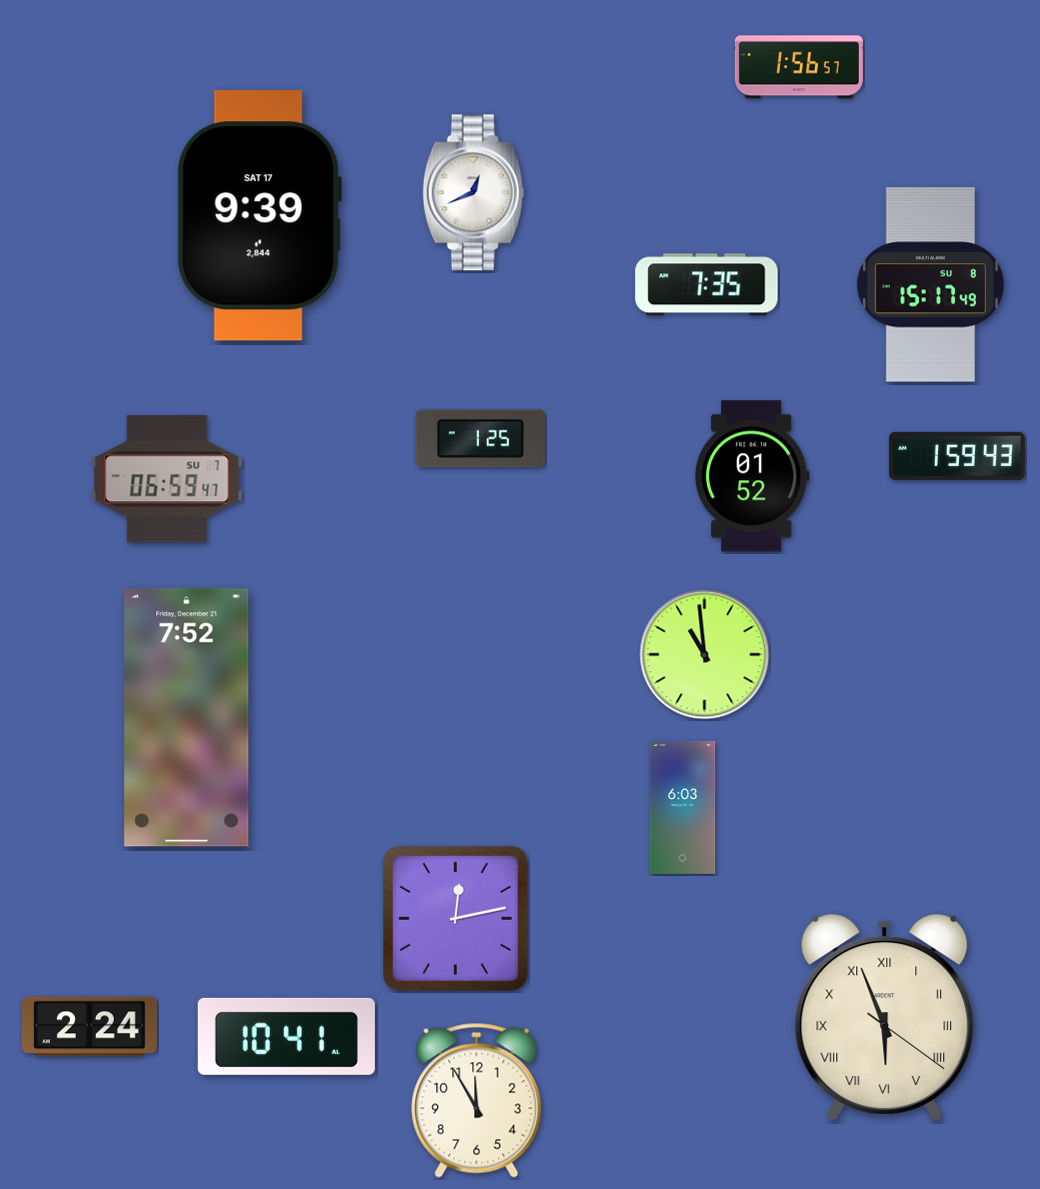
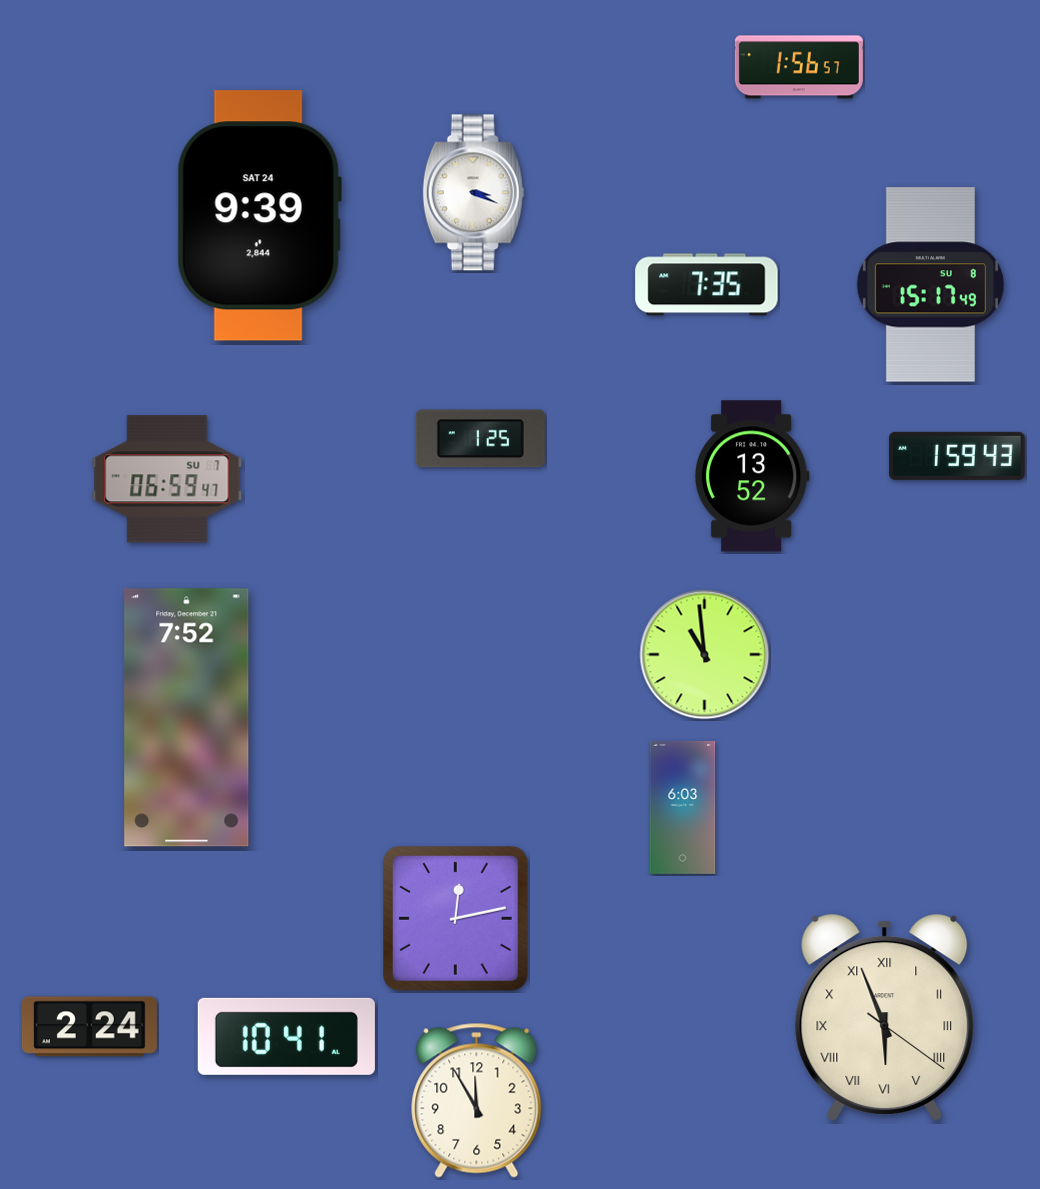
clock at (474, 193): 12:41 -> 3:19
clock at (259, 216) date: SAT 17 -> SAT 24
clock at (752, 476): 01:52 -> 13:52
